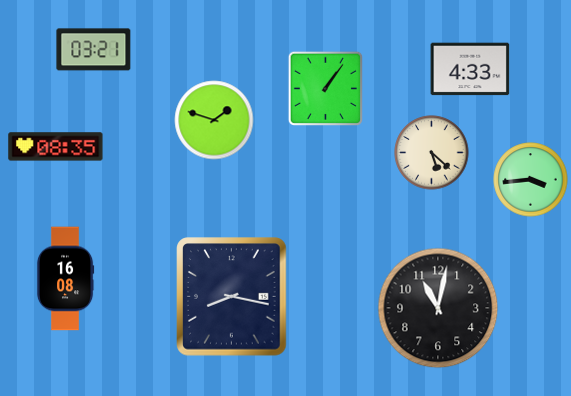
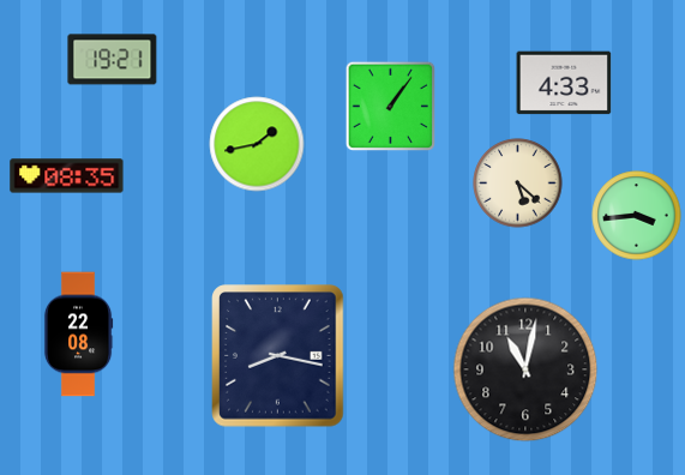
clock at (94, 50): 03:21 -> 19:21
clock at (214, 120): 1:48 -> 1:43
clock at (65, 279): 16:08 -> 22:08
